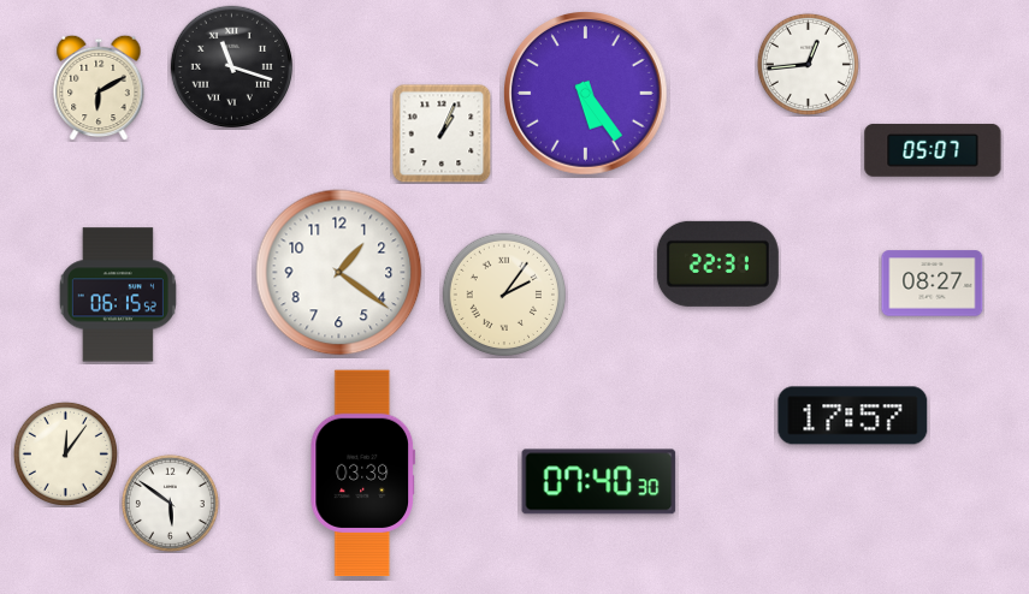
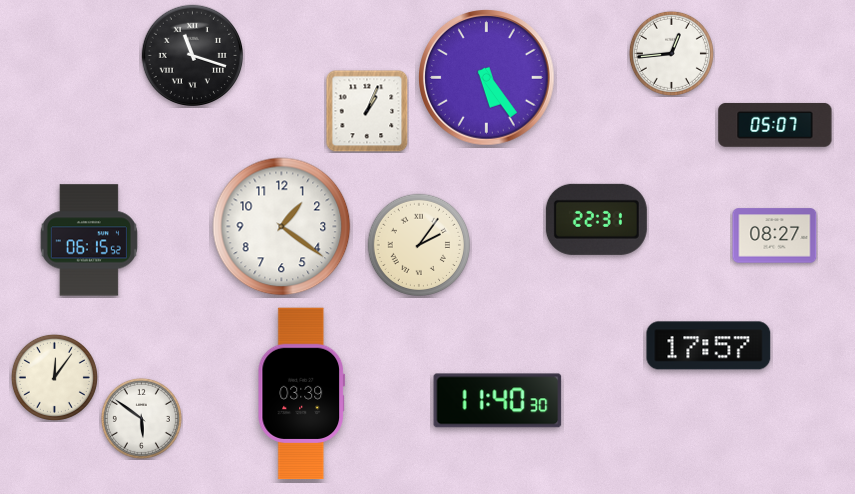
clock at (99, 88): 6:10 -> none
clock at (118, 295) position: (118, 295) -> (89, 240)
clock at (599, 482): 07:40 -> 11:40
